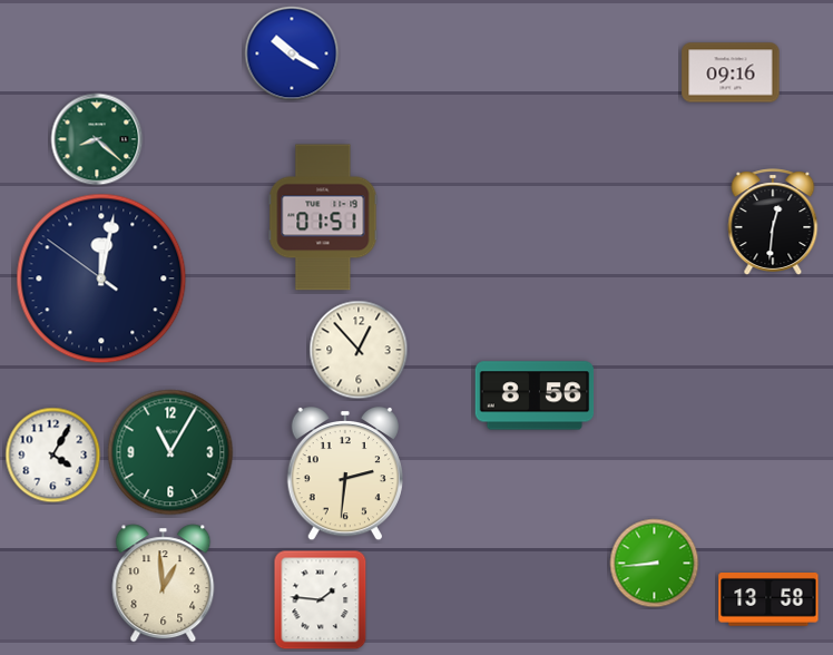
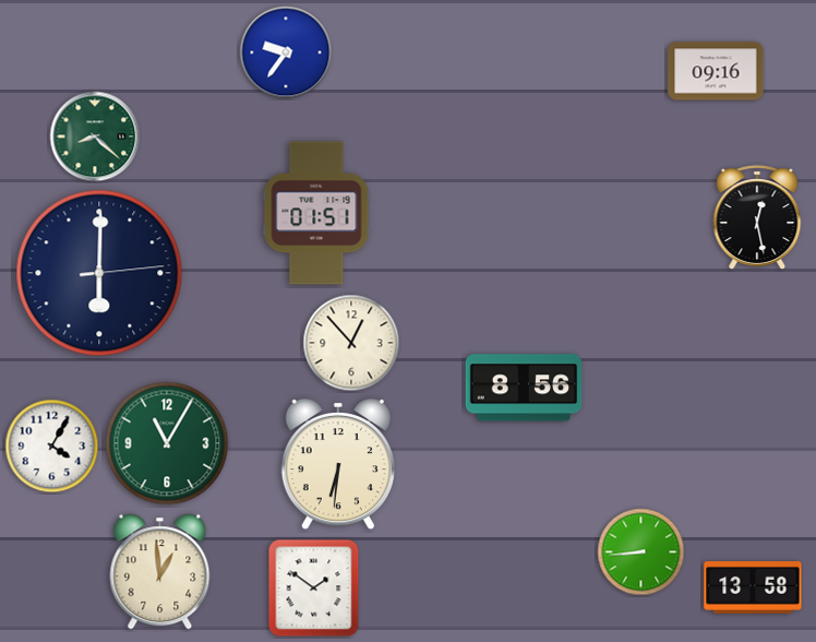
clock at (292, 53): 10:20 -> 9:36
clock at (773, 222): 12:31 -> 12:28
clock at (101, 278): 12:01 -> 6:00
clock at (344, 473): 2:31 -> 6:31
clock at (321, 600): 1:46 -> 1:51
